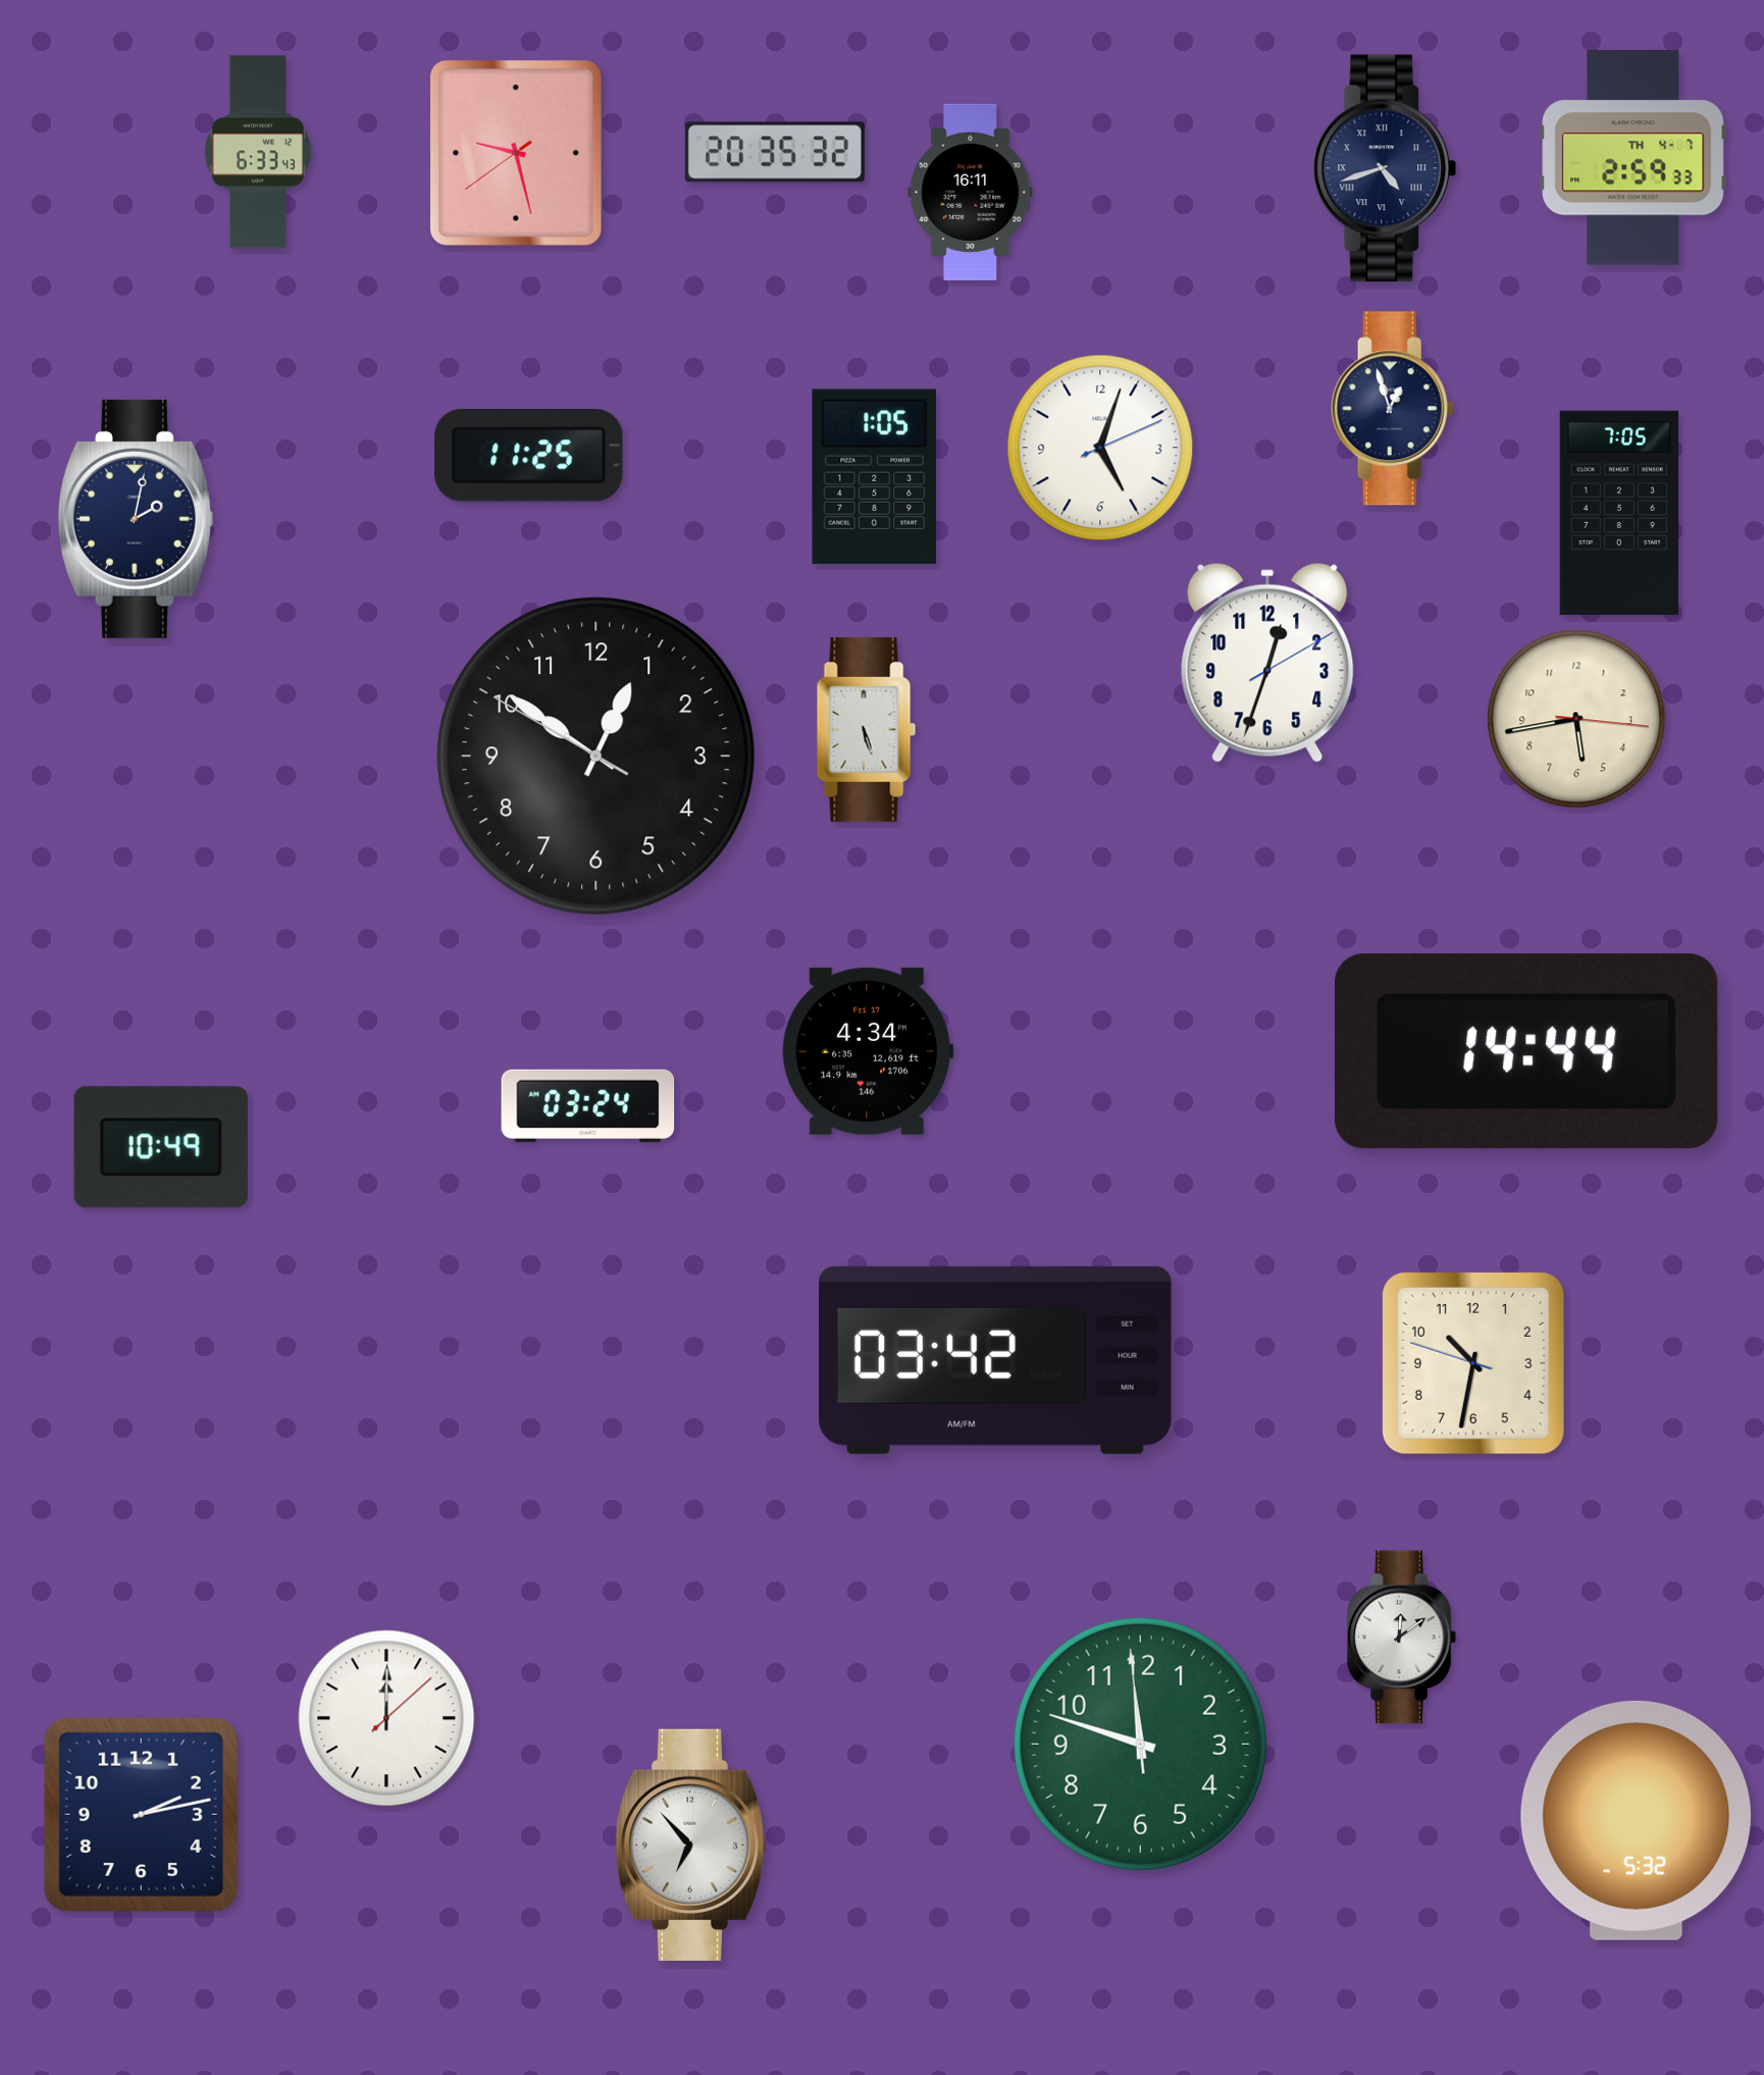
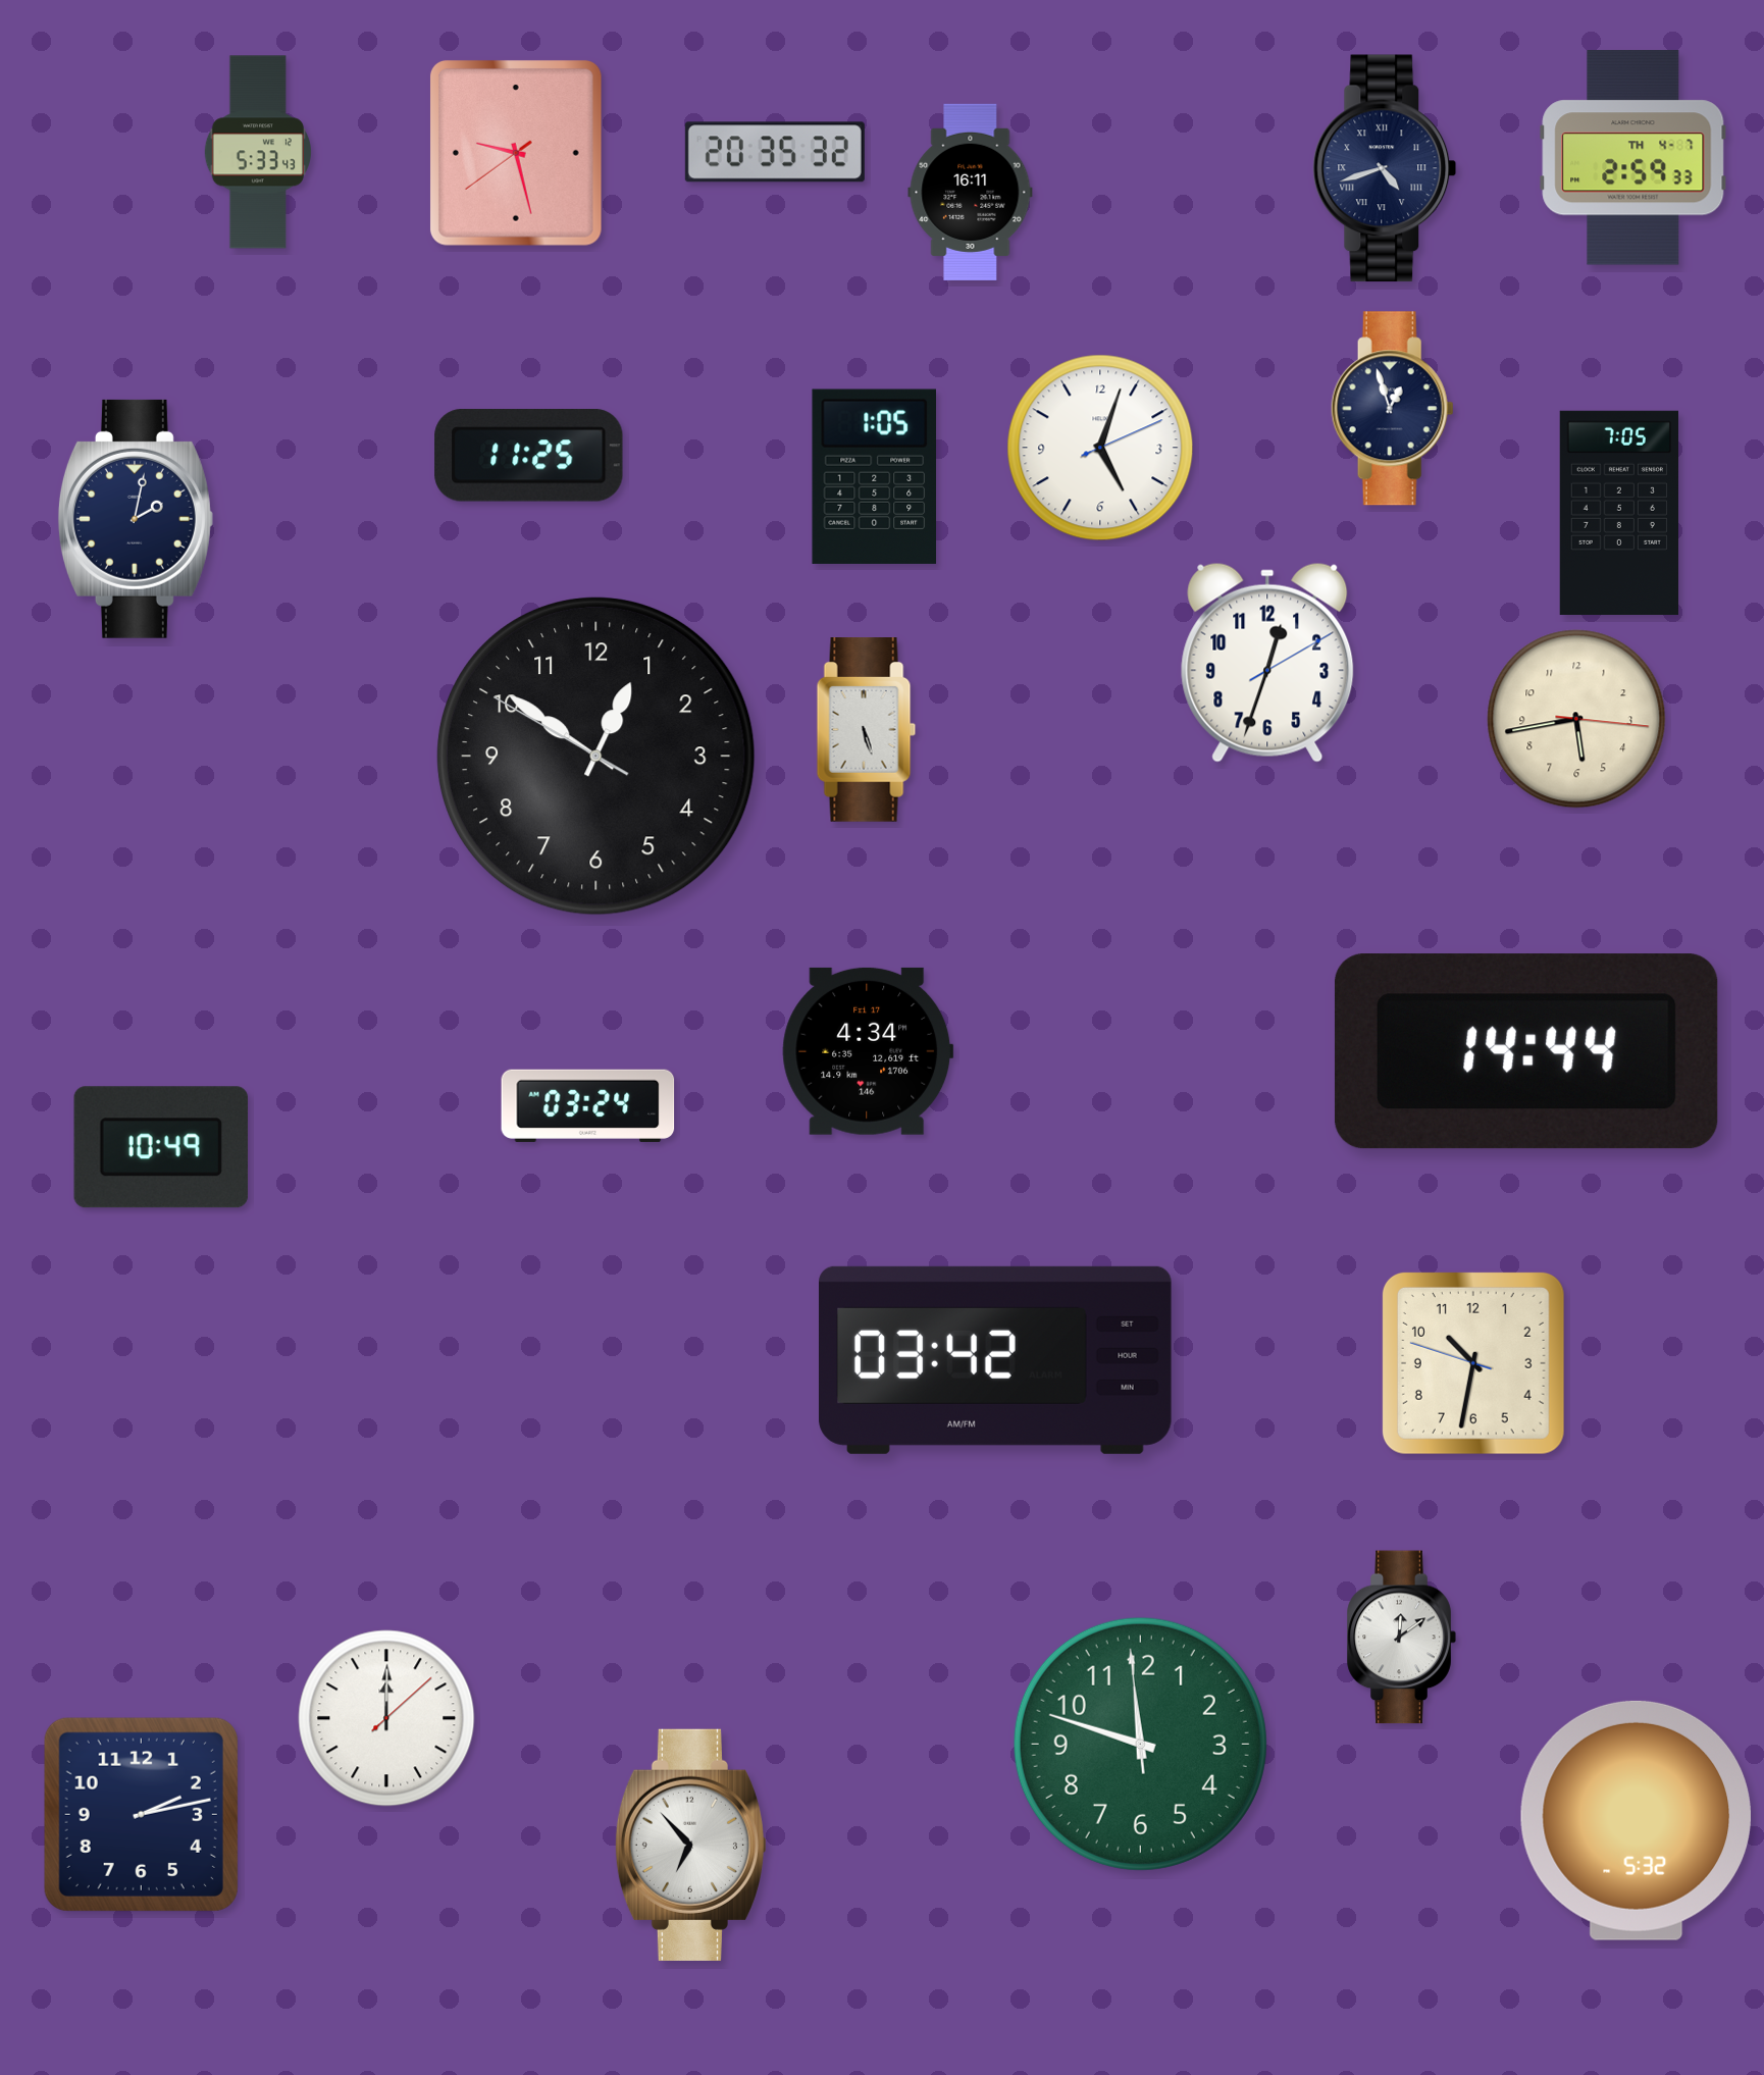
clock at (258, 152): 6:33 -> 5:33
